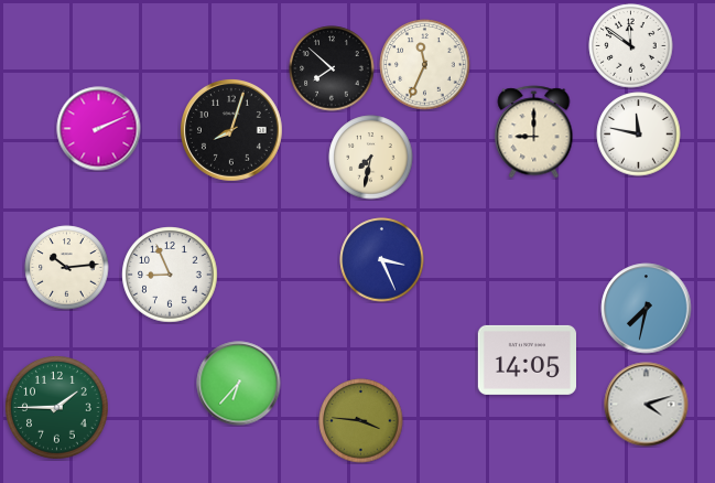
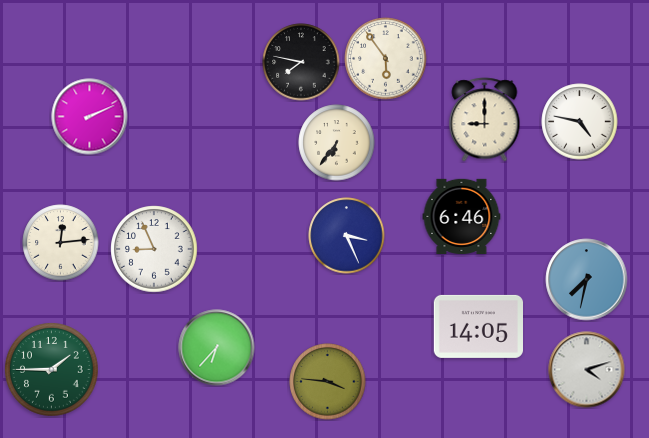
clock at (631, 46): 11:51 -> none
clock at (425, 65): 11:34 -> 5:54
clock at (332, 68): 7:52 -> 7:47
clock at (231, 130): 8:03 -> none
clock at (639, 135): 11:47 -> 4:47
clock at (371, 158): 7:32 -> 6:36
clock at (462, 216): none -> 6:46
clock at (67, 268): 10:14 -> 12:14
clock at (647, 405) position: (647, 405) -> (587, 370)
